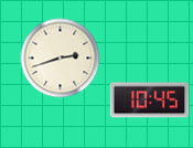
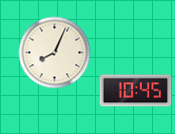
clock at (61, 59): 2:42 -> 8:04
